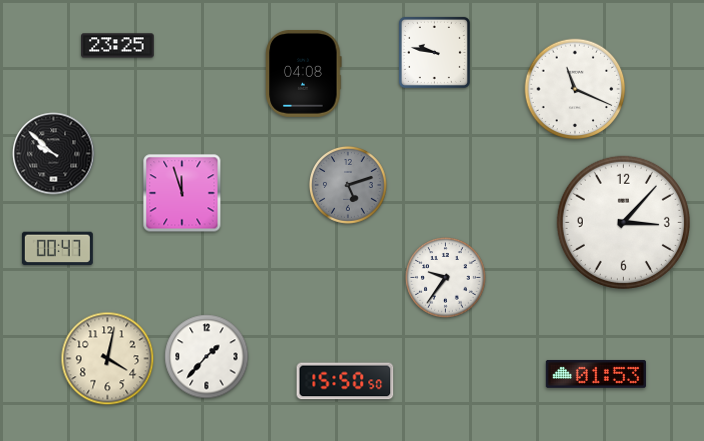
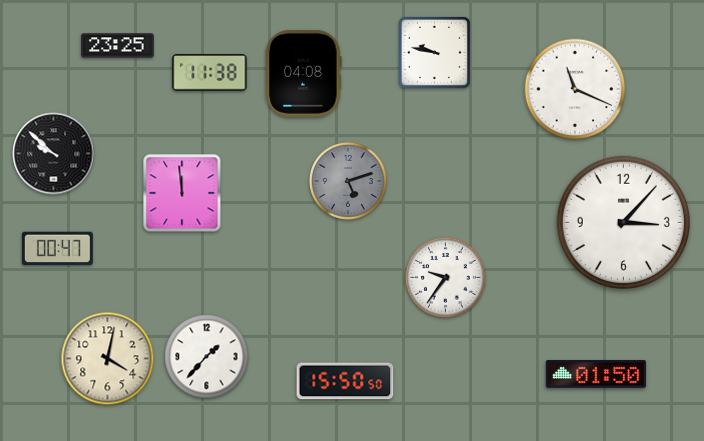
clock at (210, 73): none -> 11:38
clock at (348, 185) position: (348, 185) -> (348, 181)
clock at (182, 193): 11:57 -> 11:59
clock at (596, 374): 01:53 -> 01:50
